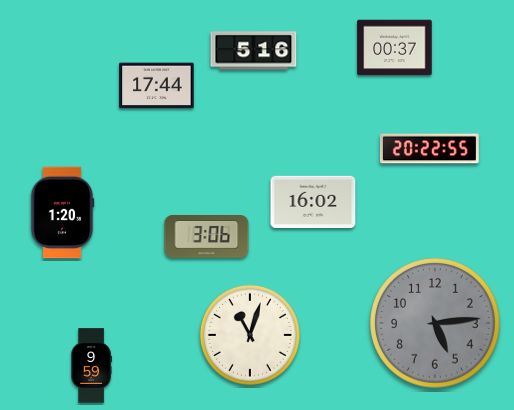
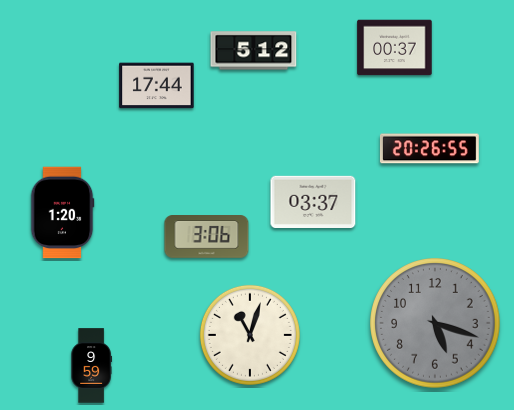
clock at (254, 51): 5:16 -> 5:12
clock at (429, 149): 20:22 -> 20:26
clock at (313, 201): 16:02 -> 03:37
clock at (435, 323): 5:14 -> 5:18
